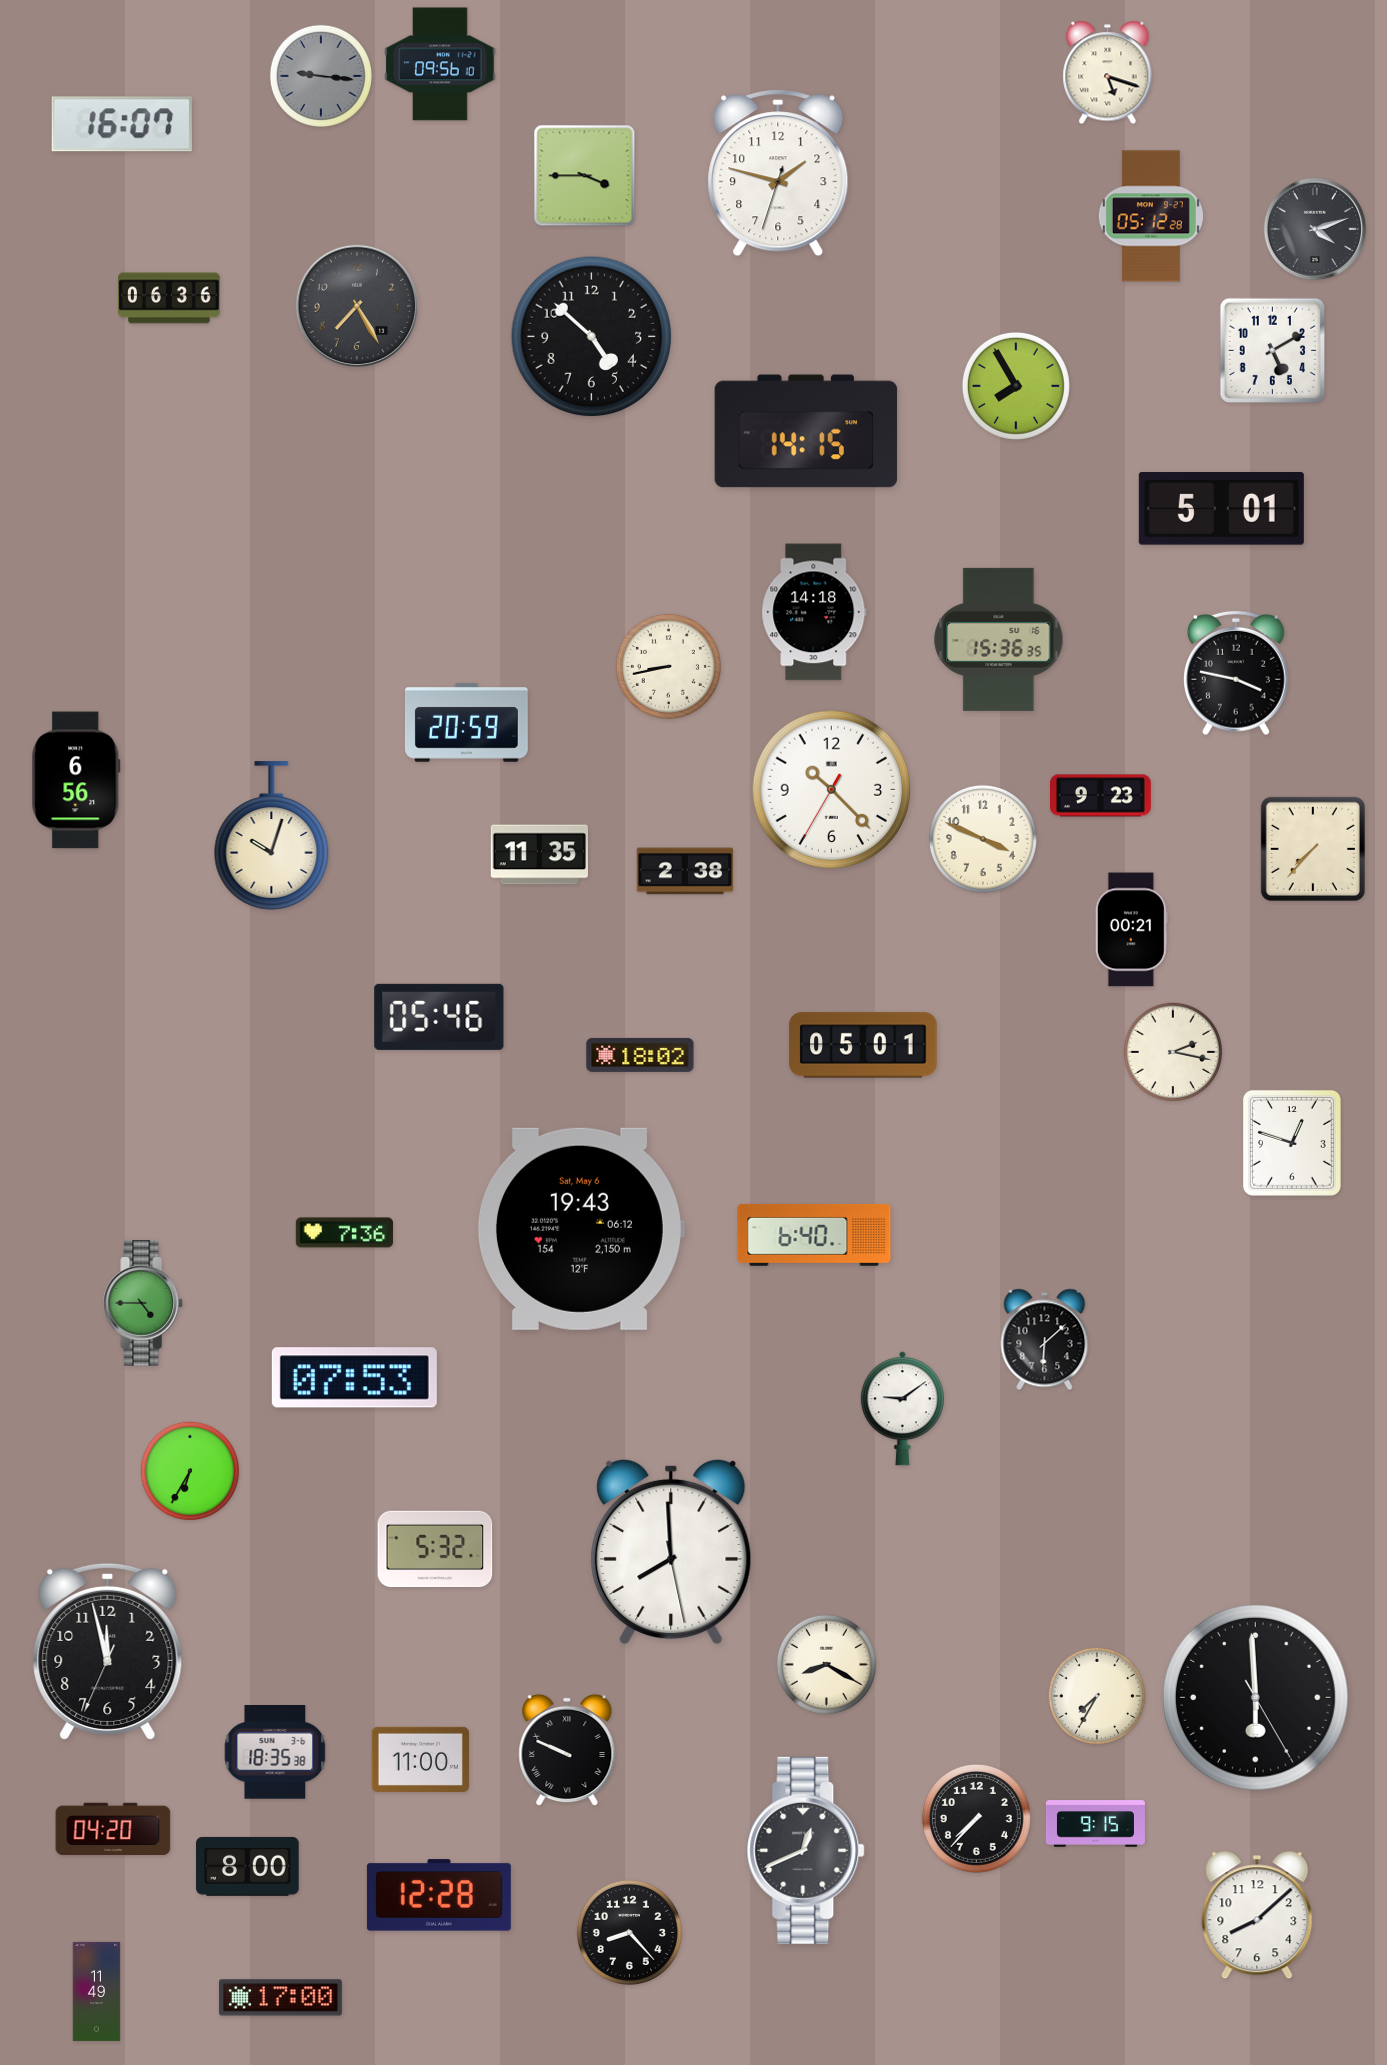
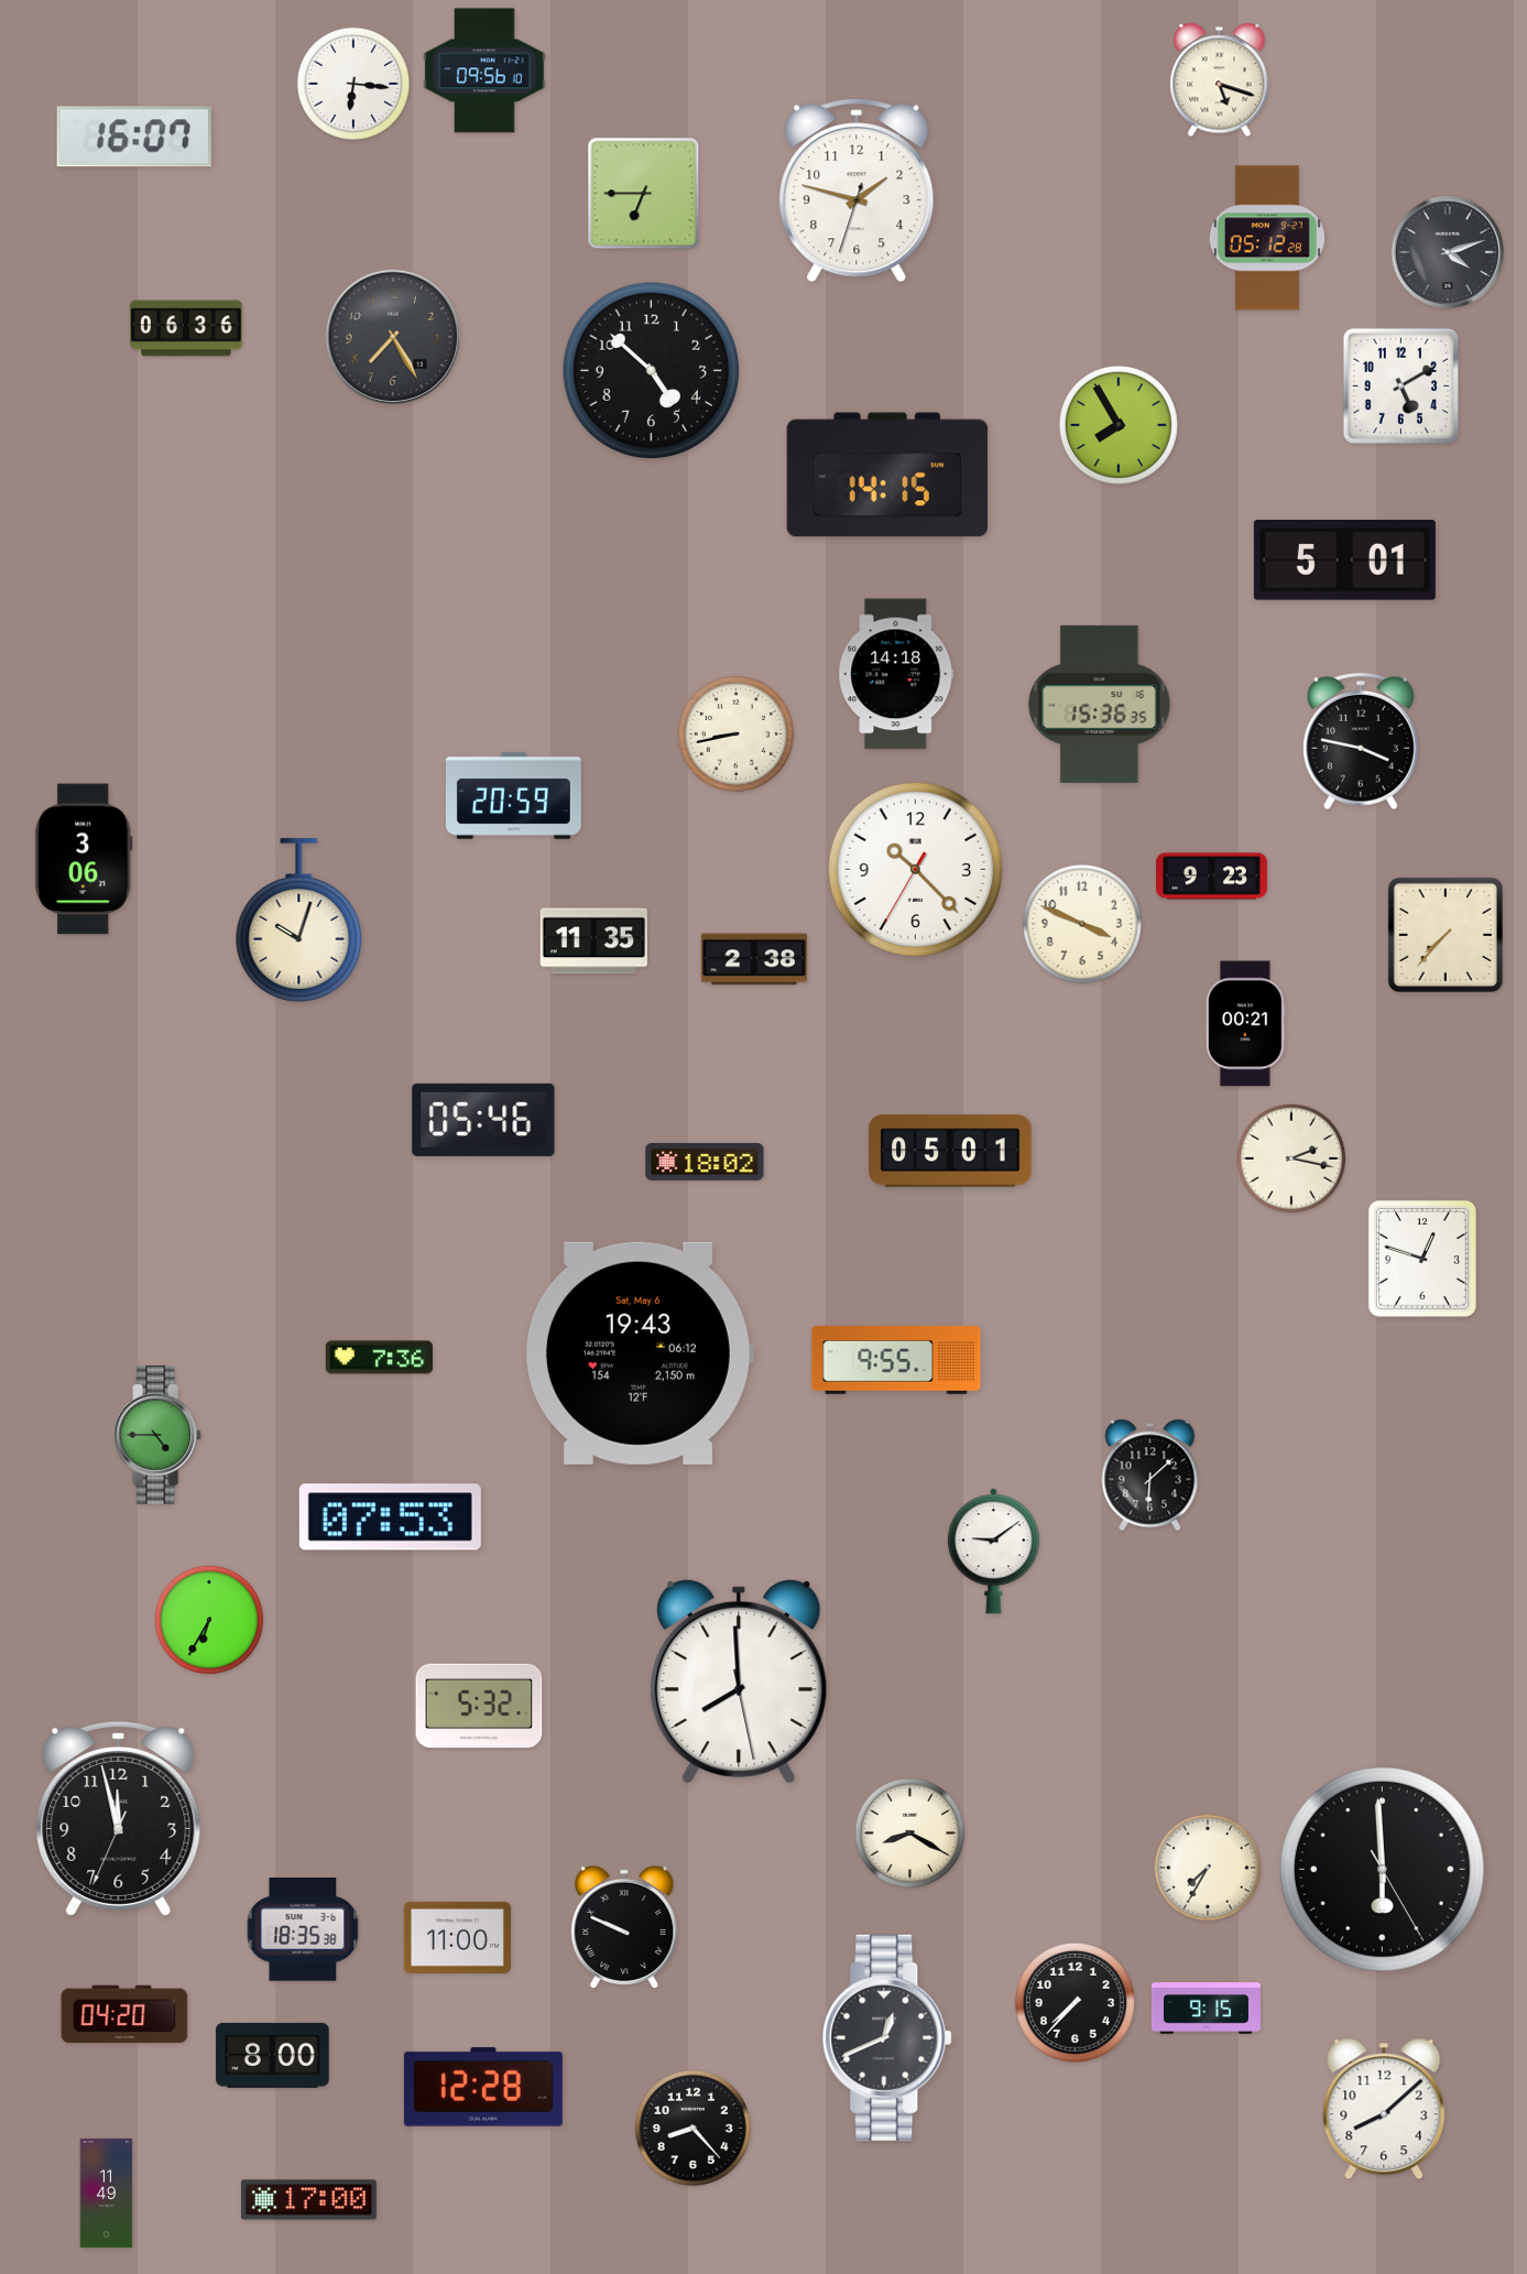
clock at (321, 76): 9:16 -> 6:16
clock at (321, 76) dial: grey -> white
clock at (585, 176): 3:45 -> 6:45
clock at (76, 780): 6:56 -> 3:06
clock at (814, 1235): 6:40 -> 9:55
clock at (671, 1552) position: (671, 1552) -> (739, 1682)
clock at (420, 1759) position: (420, 1759) -> (457, 1937)
